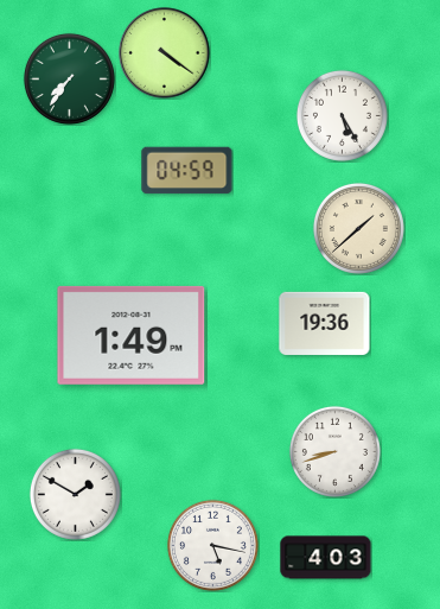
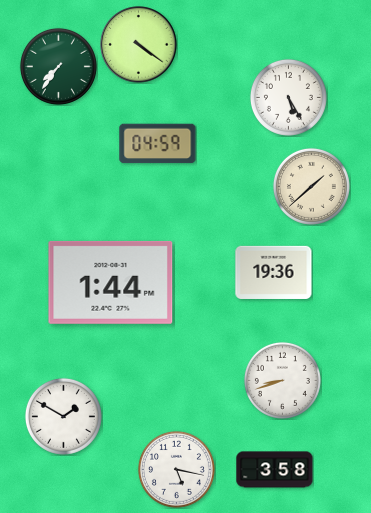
clock at (358, 228) position: (358, 228) -> (311, 186)
clock at (132, 335): 1:49 -> 1:44
clock at (212, 545) position: (212, 545) -> (176, 469)
clock at (326, 558): 4:03 -> 3:58
